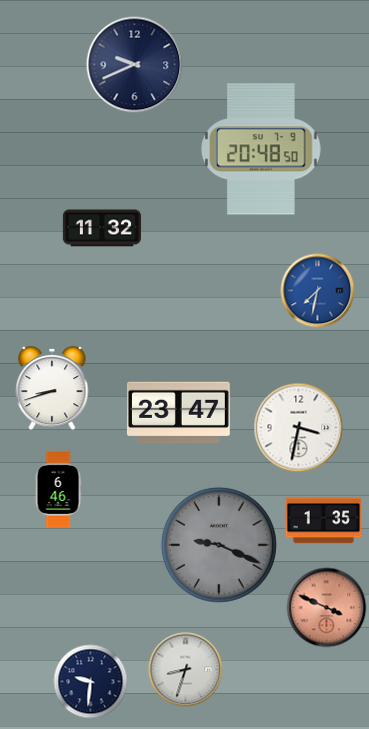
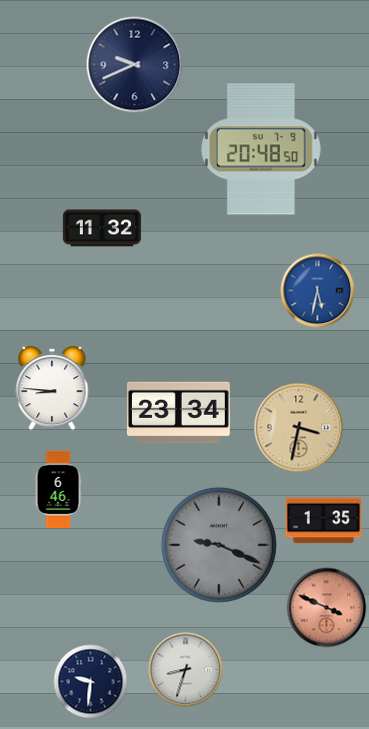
clock at (318, 291): 7:32 -> 5:32
clock at (52, 388): 8:42 -> 8:46
clock at (178, 413): 23:47 -> 23:34
clock at (299, 428) dial: white -> champagne
